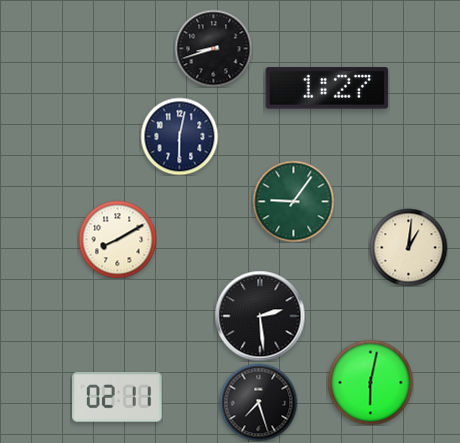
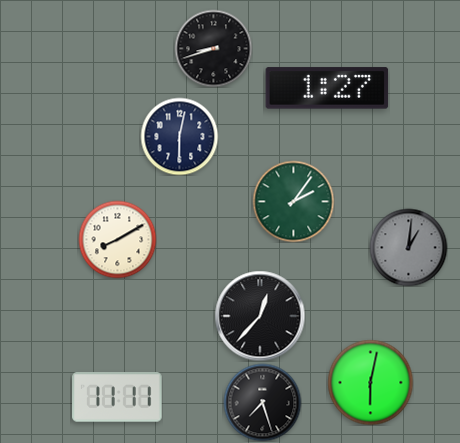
clock at (293, 201): 9:06 -> 2:06
clock at (408, 247) dial: cream -> grey
clock at (260, 316): 2:29 -> 12:37
clock at (117, 397): 02:11 -> 11:11
clock at (258, 402) position: (258, 402) -> (262, 402)
